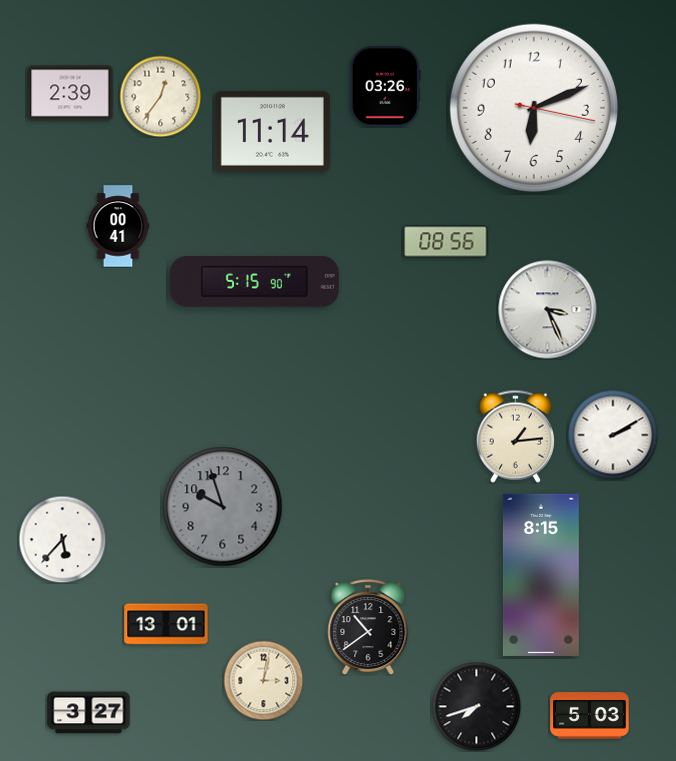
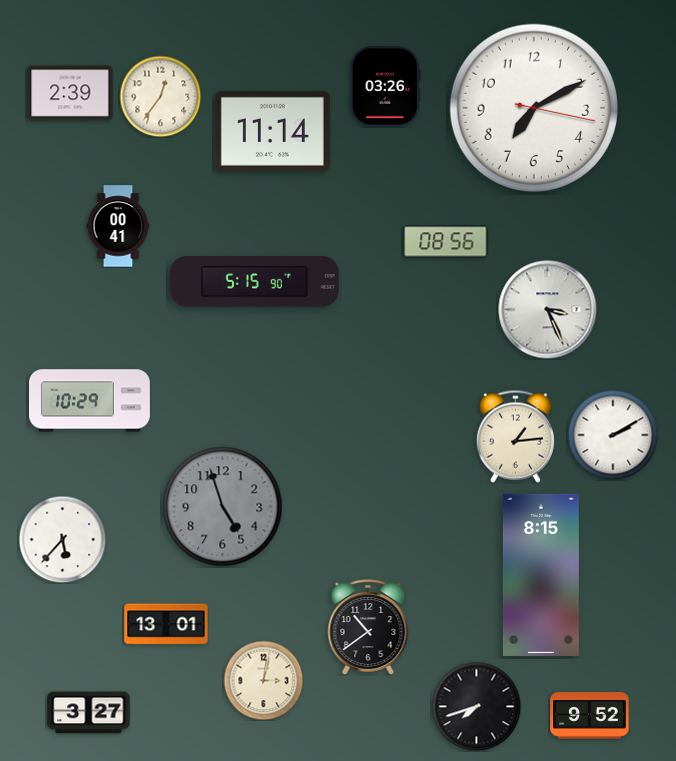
clock at (534, 108): 6:11 -> 7:10
clock at (90, 401): none -> 10:29
clock at (223, 507): 9:57 -> 4:57
clock at (590, 716): 5:03 -> 9:52
